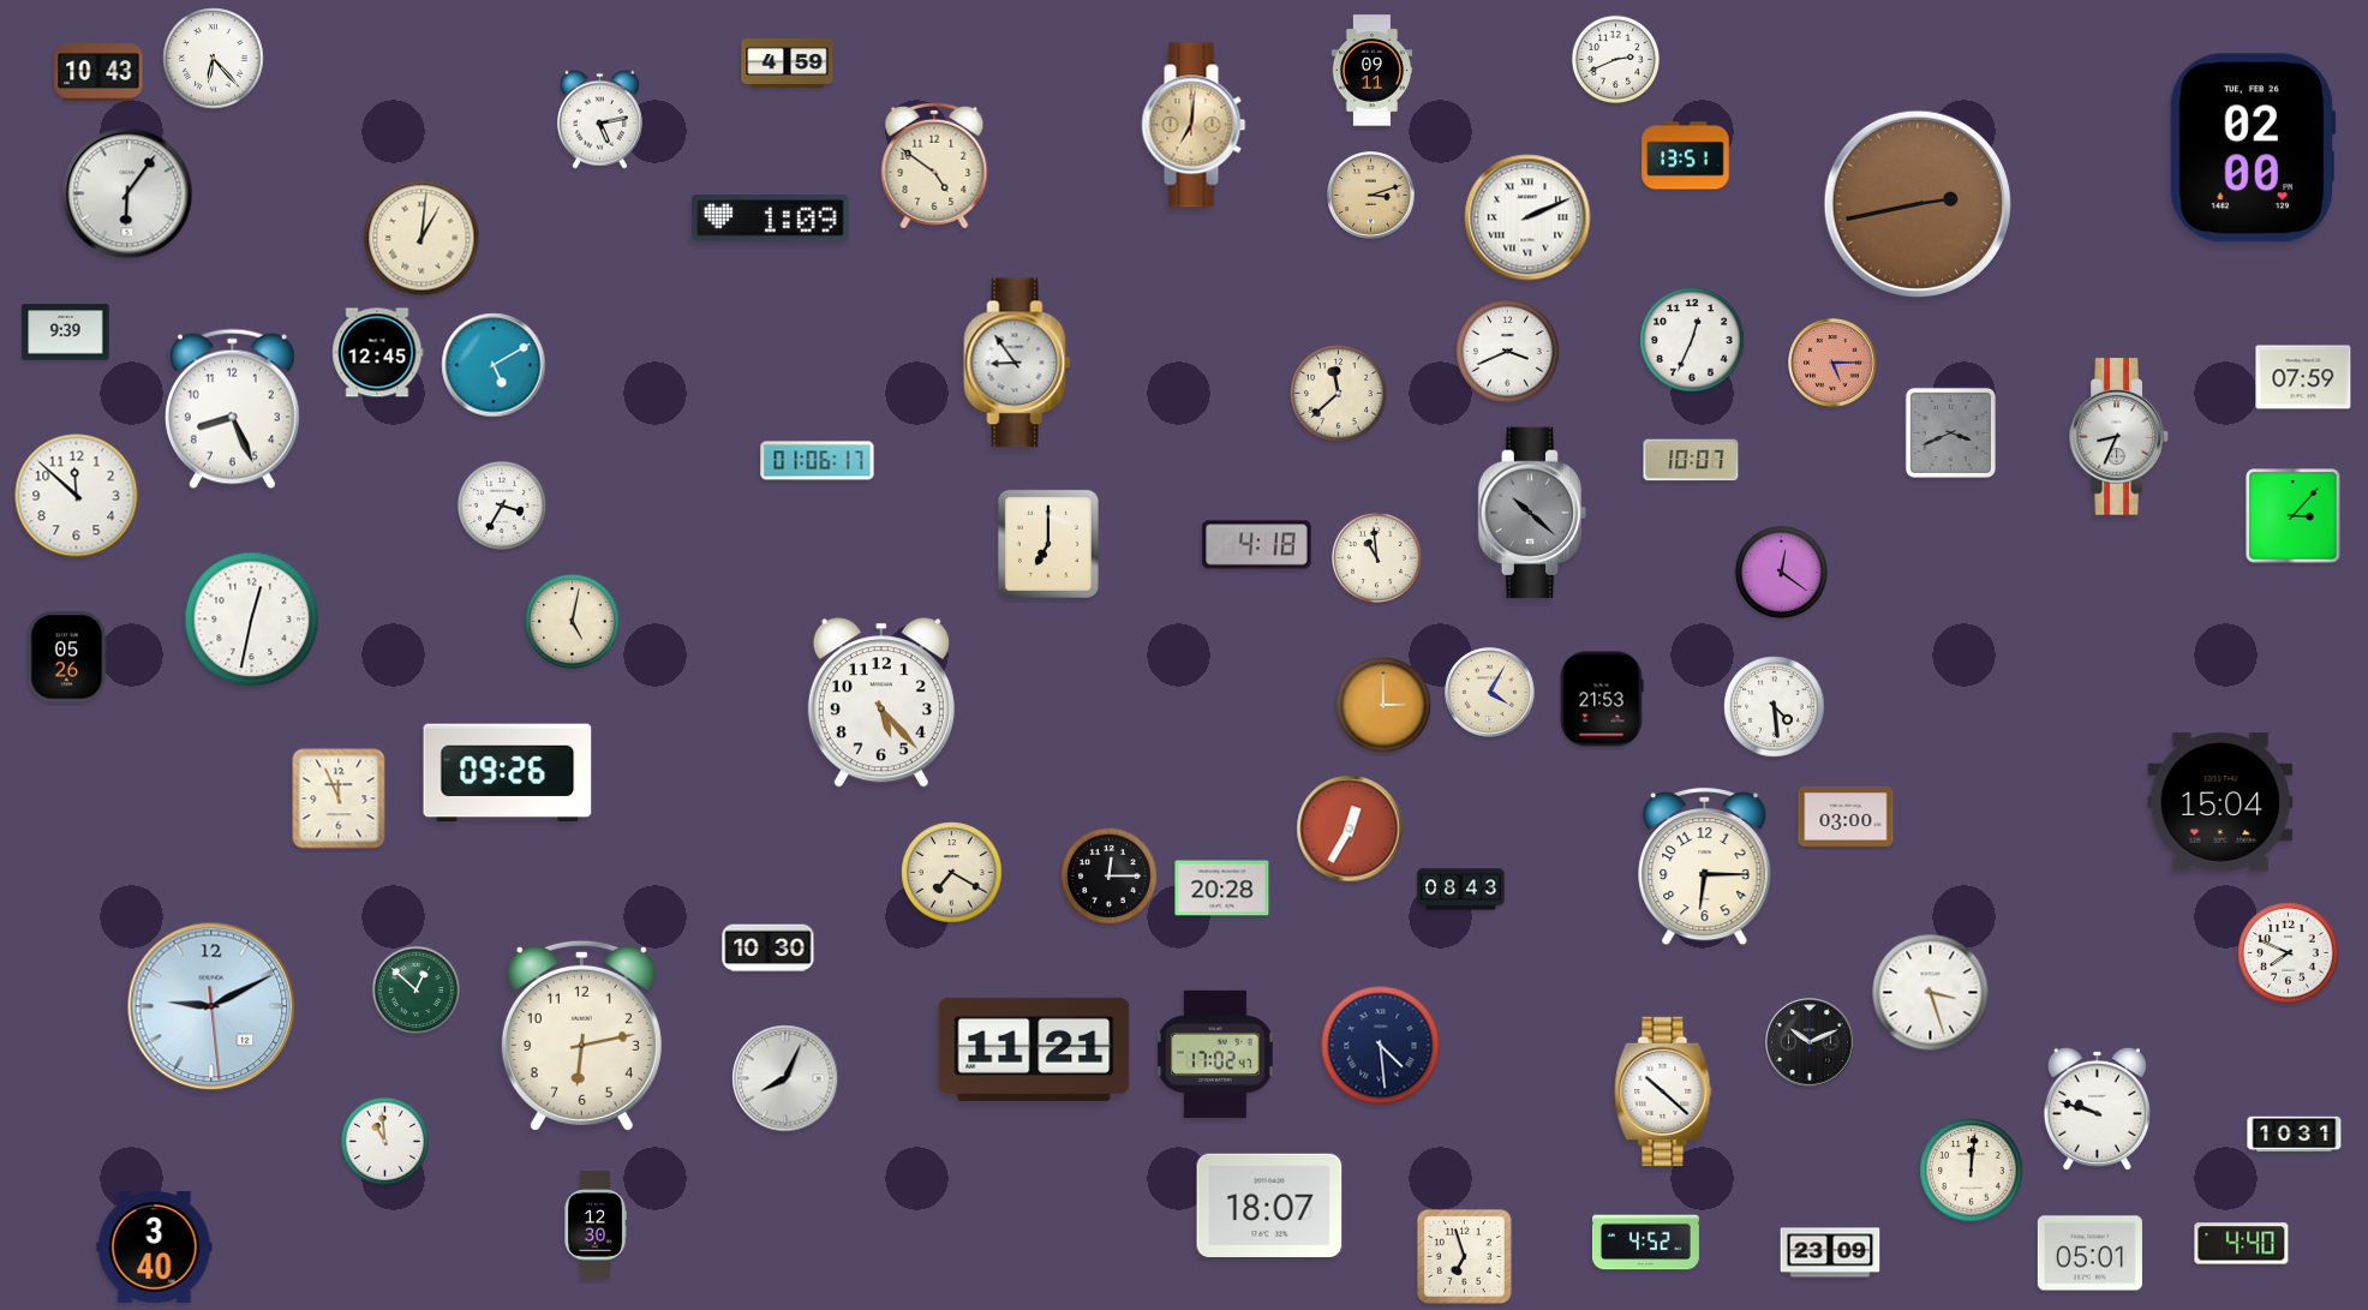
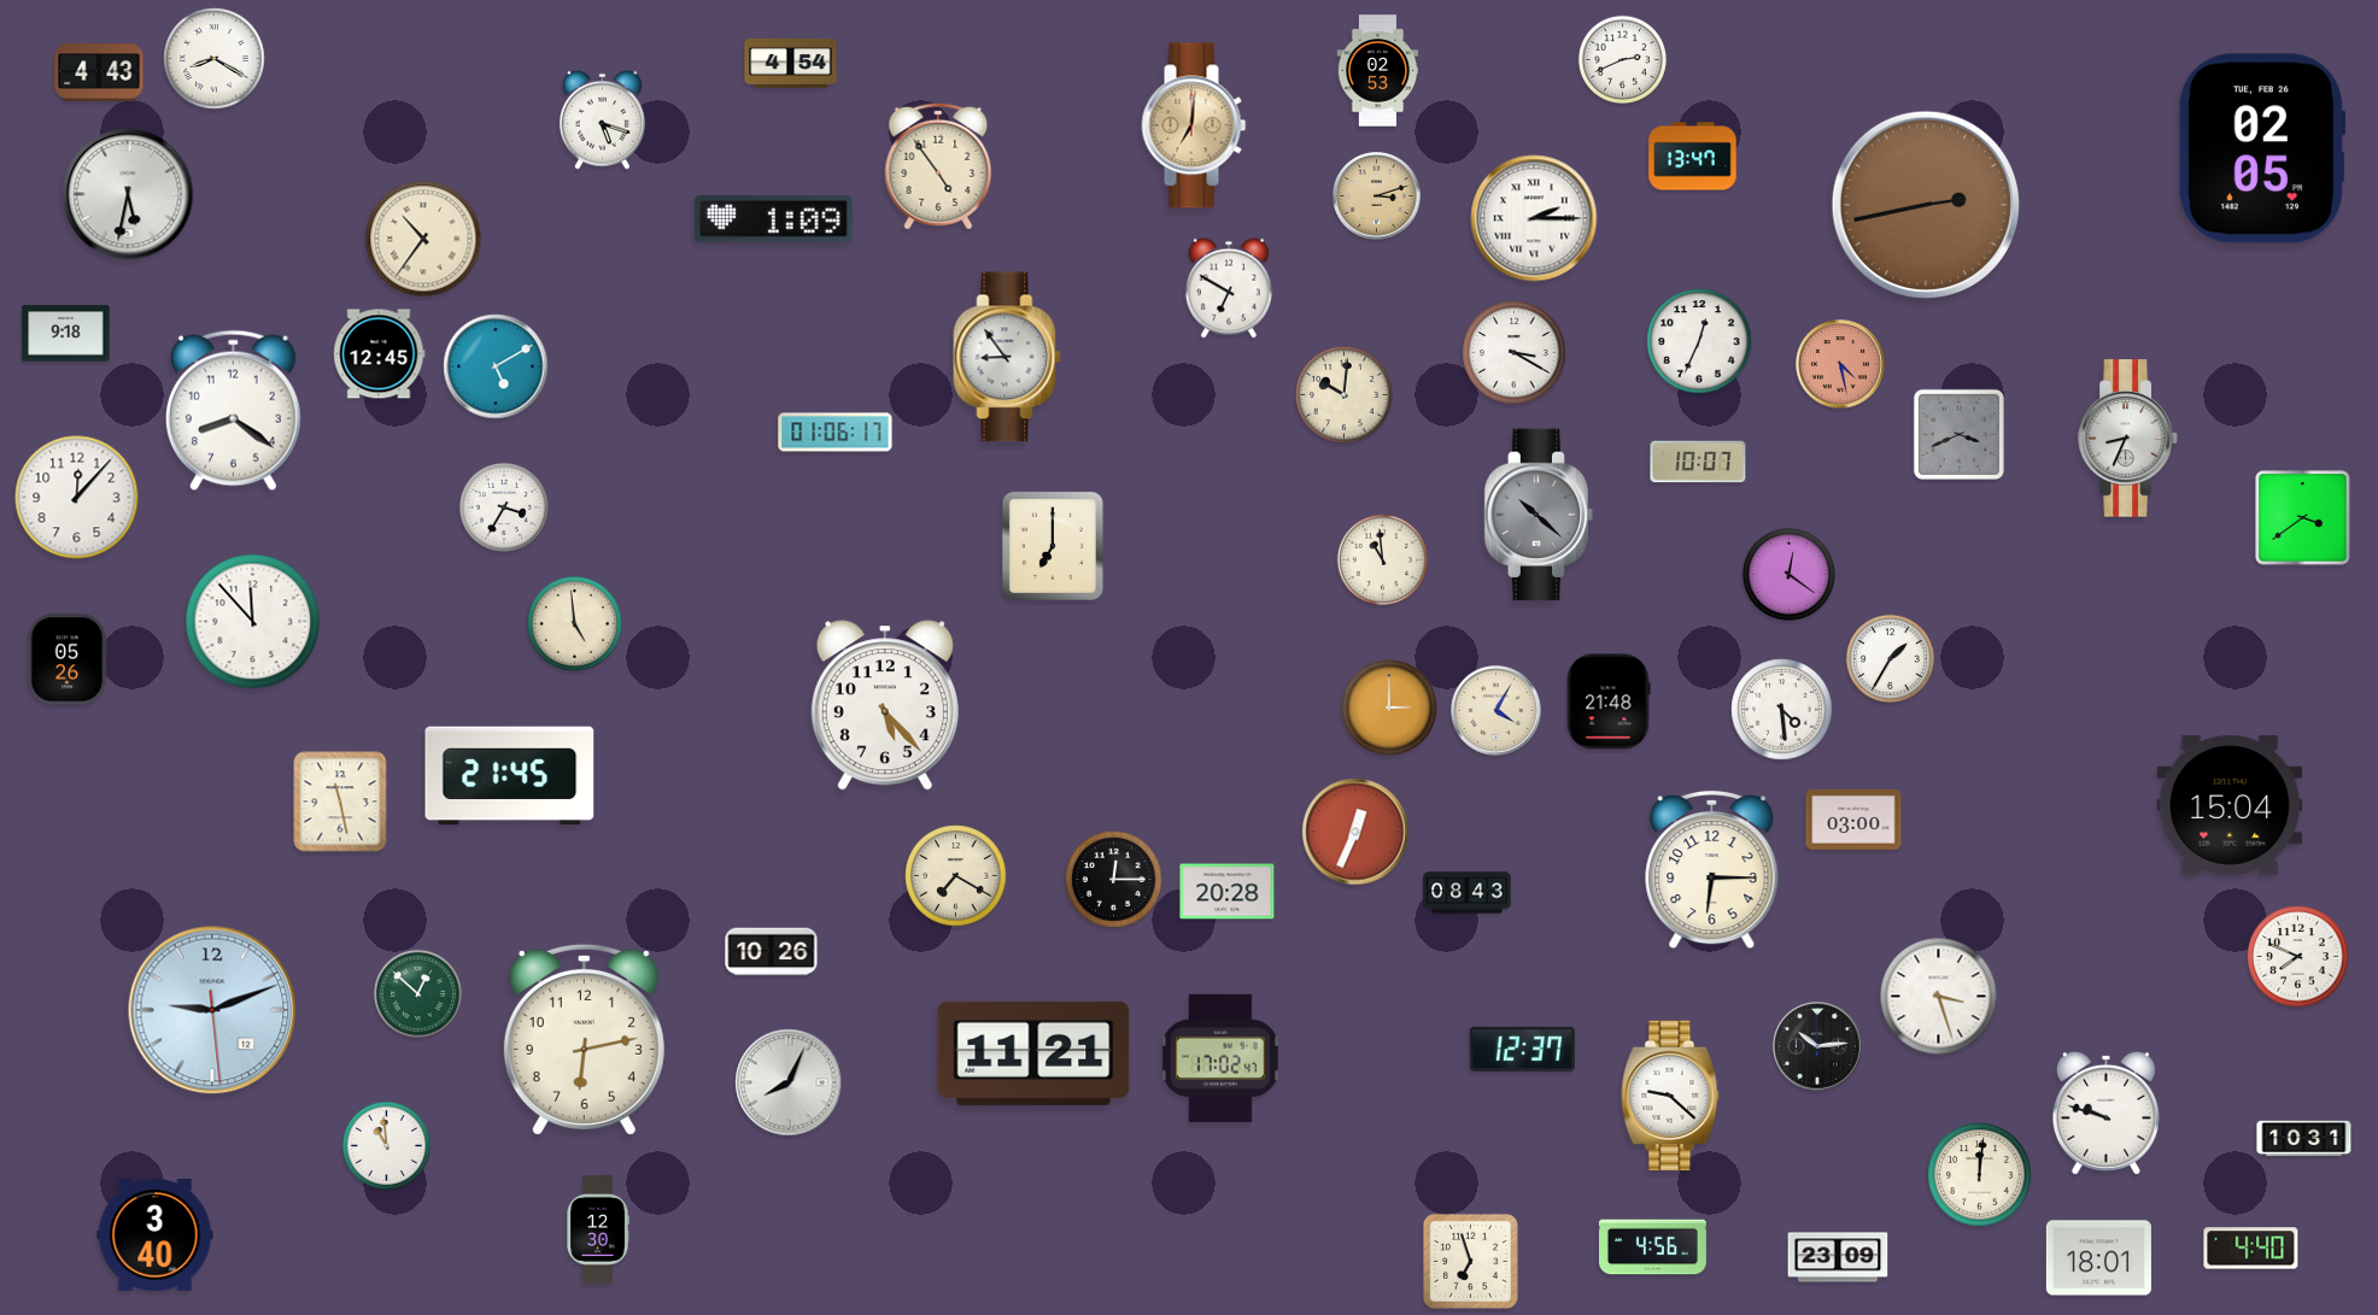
clock at (214, 59): 6:23 -> 8:20
clock at (788, 62): 4:59 -> 4:54
clock at (1373, 71): 09:11 -> 02:53
clock at (98, 72): 10:43 -> 4:43
clock at (599, 119): 5:13 -> 5:18
clock at (1194, 125) position: (1194, 125) -> (1194, 125)
clock at (2253, 148): 02:00 -> 02:05
clock at (1686, 156): 13:51 -> 13:47
clock at (934, 166): 4:51 -> 4:54
clock at (127, 193): 6:06 -> 5:32
clock at (1527, 217): 2:11 -> 2:15
clock at (421, 238): 1:01 -> 10:36
clock at (1229, 288): none -> 6:50
clock at (66, 333): 9:39 -> 9:18
clock at (1508, 352): 3:41 -> 3:20
clock at (1017, 363) position: (1017, 363) -> (1007, 357)
clock at (1832, 363): 5:15 -> 4:28
clock at (2303, 377): 07:59 -> none
clock at (1339, 394): 11:38 -> 10:01
clock at (232, 409): 8:26 -> 8:21
clock at (818, 461) position: (818, 461) -> (836, 433)
clock at (77, 496): 11:52 -> 12:07
clock at (2294, 516): 3:07 -> 3:39
clock at (1257, 545): 4:18 -> none
clock at (252, 620): 12:32 -> 11:53
clock at (573, 622): 5:02 -> 4:59
clock at (1890, 658): none -> 1:35
clock at (1490, 693) position: (1490, 693) -> (1496, 711)
clock at (1602, 699): 21:53 -> 21:48
clock at (508, 773): 09:26 -> 21:45
clock at (339, 798): 11:56 -> 11:28
clock at (1350, 829): 12:35 -> 12:34
clock at (769, 949): 10:30 -> 10:26
clock at (211, 1006): 9:10 -> 9:11
clock at (1810, 1042): 10:11 -> 10:14
clock at (1522, 1049): none -> 12:37
clock at (1381, 1046): 4:29 -> none
clock at (1034, 1049) position: (1034, 1049) -> (1033, 1053)
clock at (1663, 1091): 10:22 -> 9:22
clock at (1269, 1206): 18:07 -> none
clock at (1645, 1243): 4:52 -> 4:56
clock at (155, 1248) position: (155, 1248) -> (156, 1235)
clock at (2089, 1254): 05:01 -> 18:01
